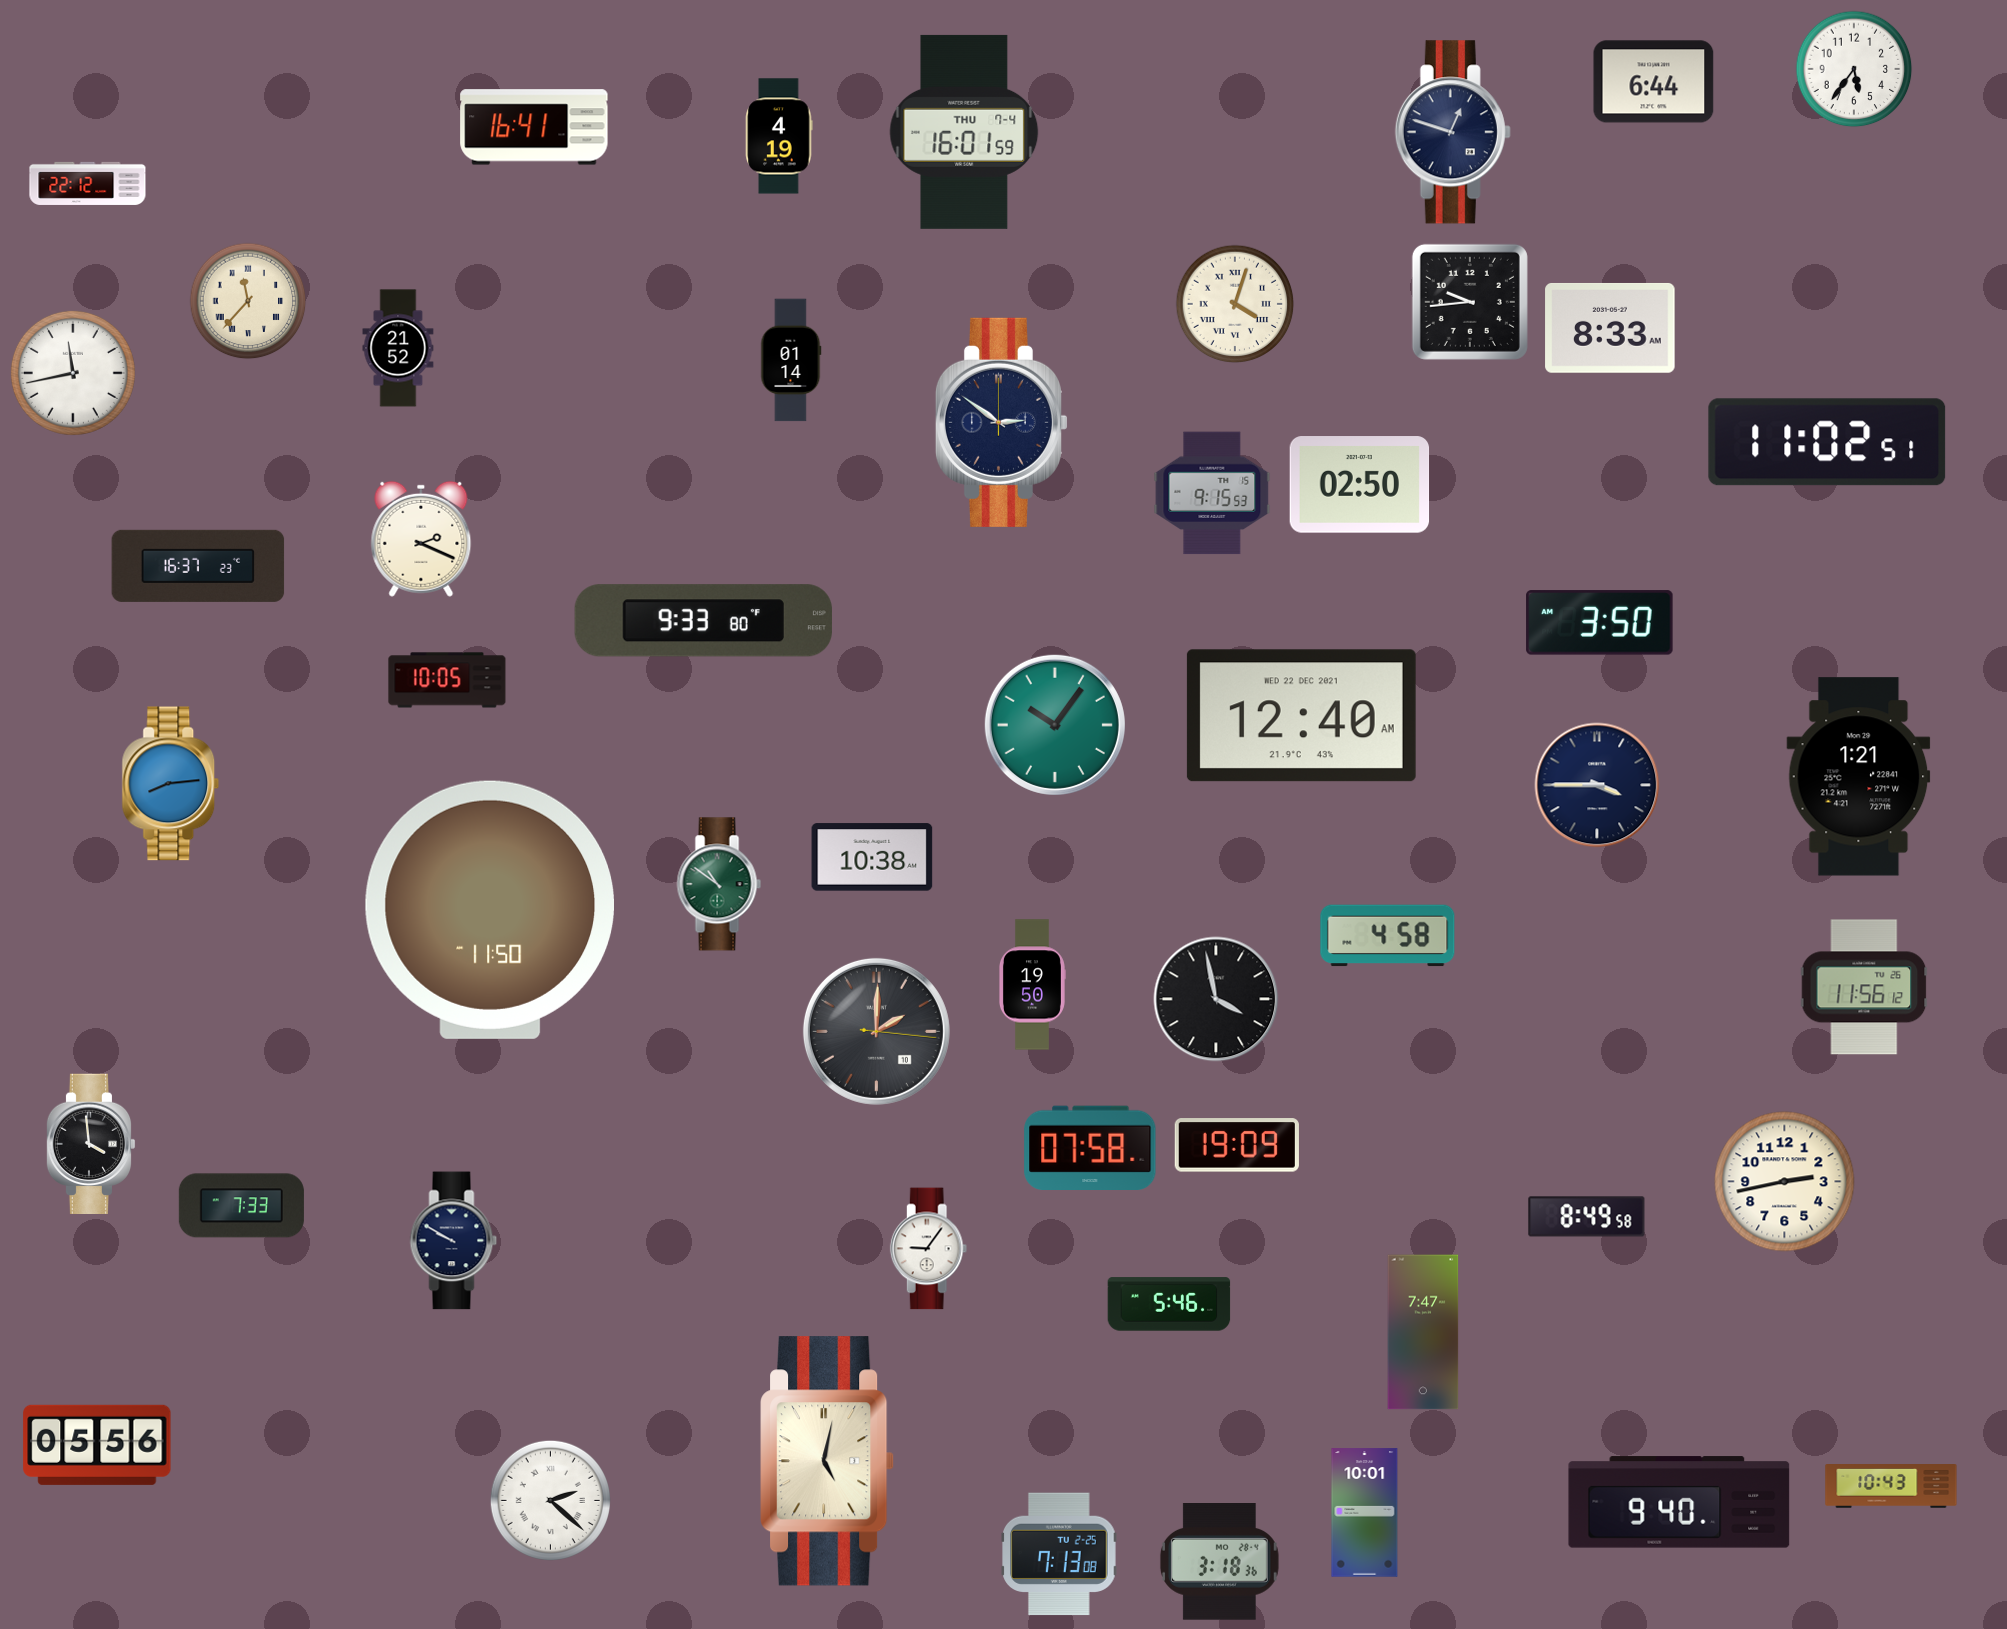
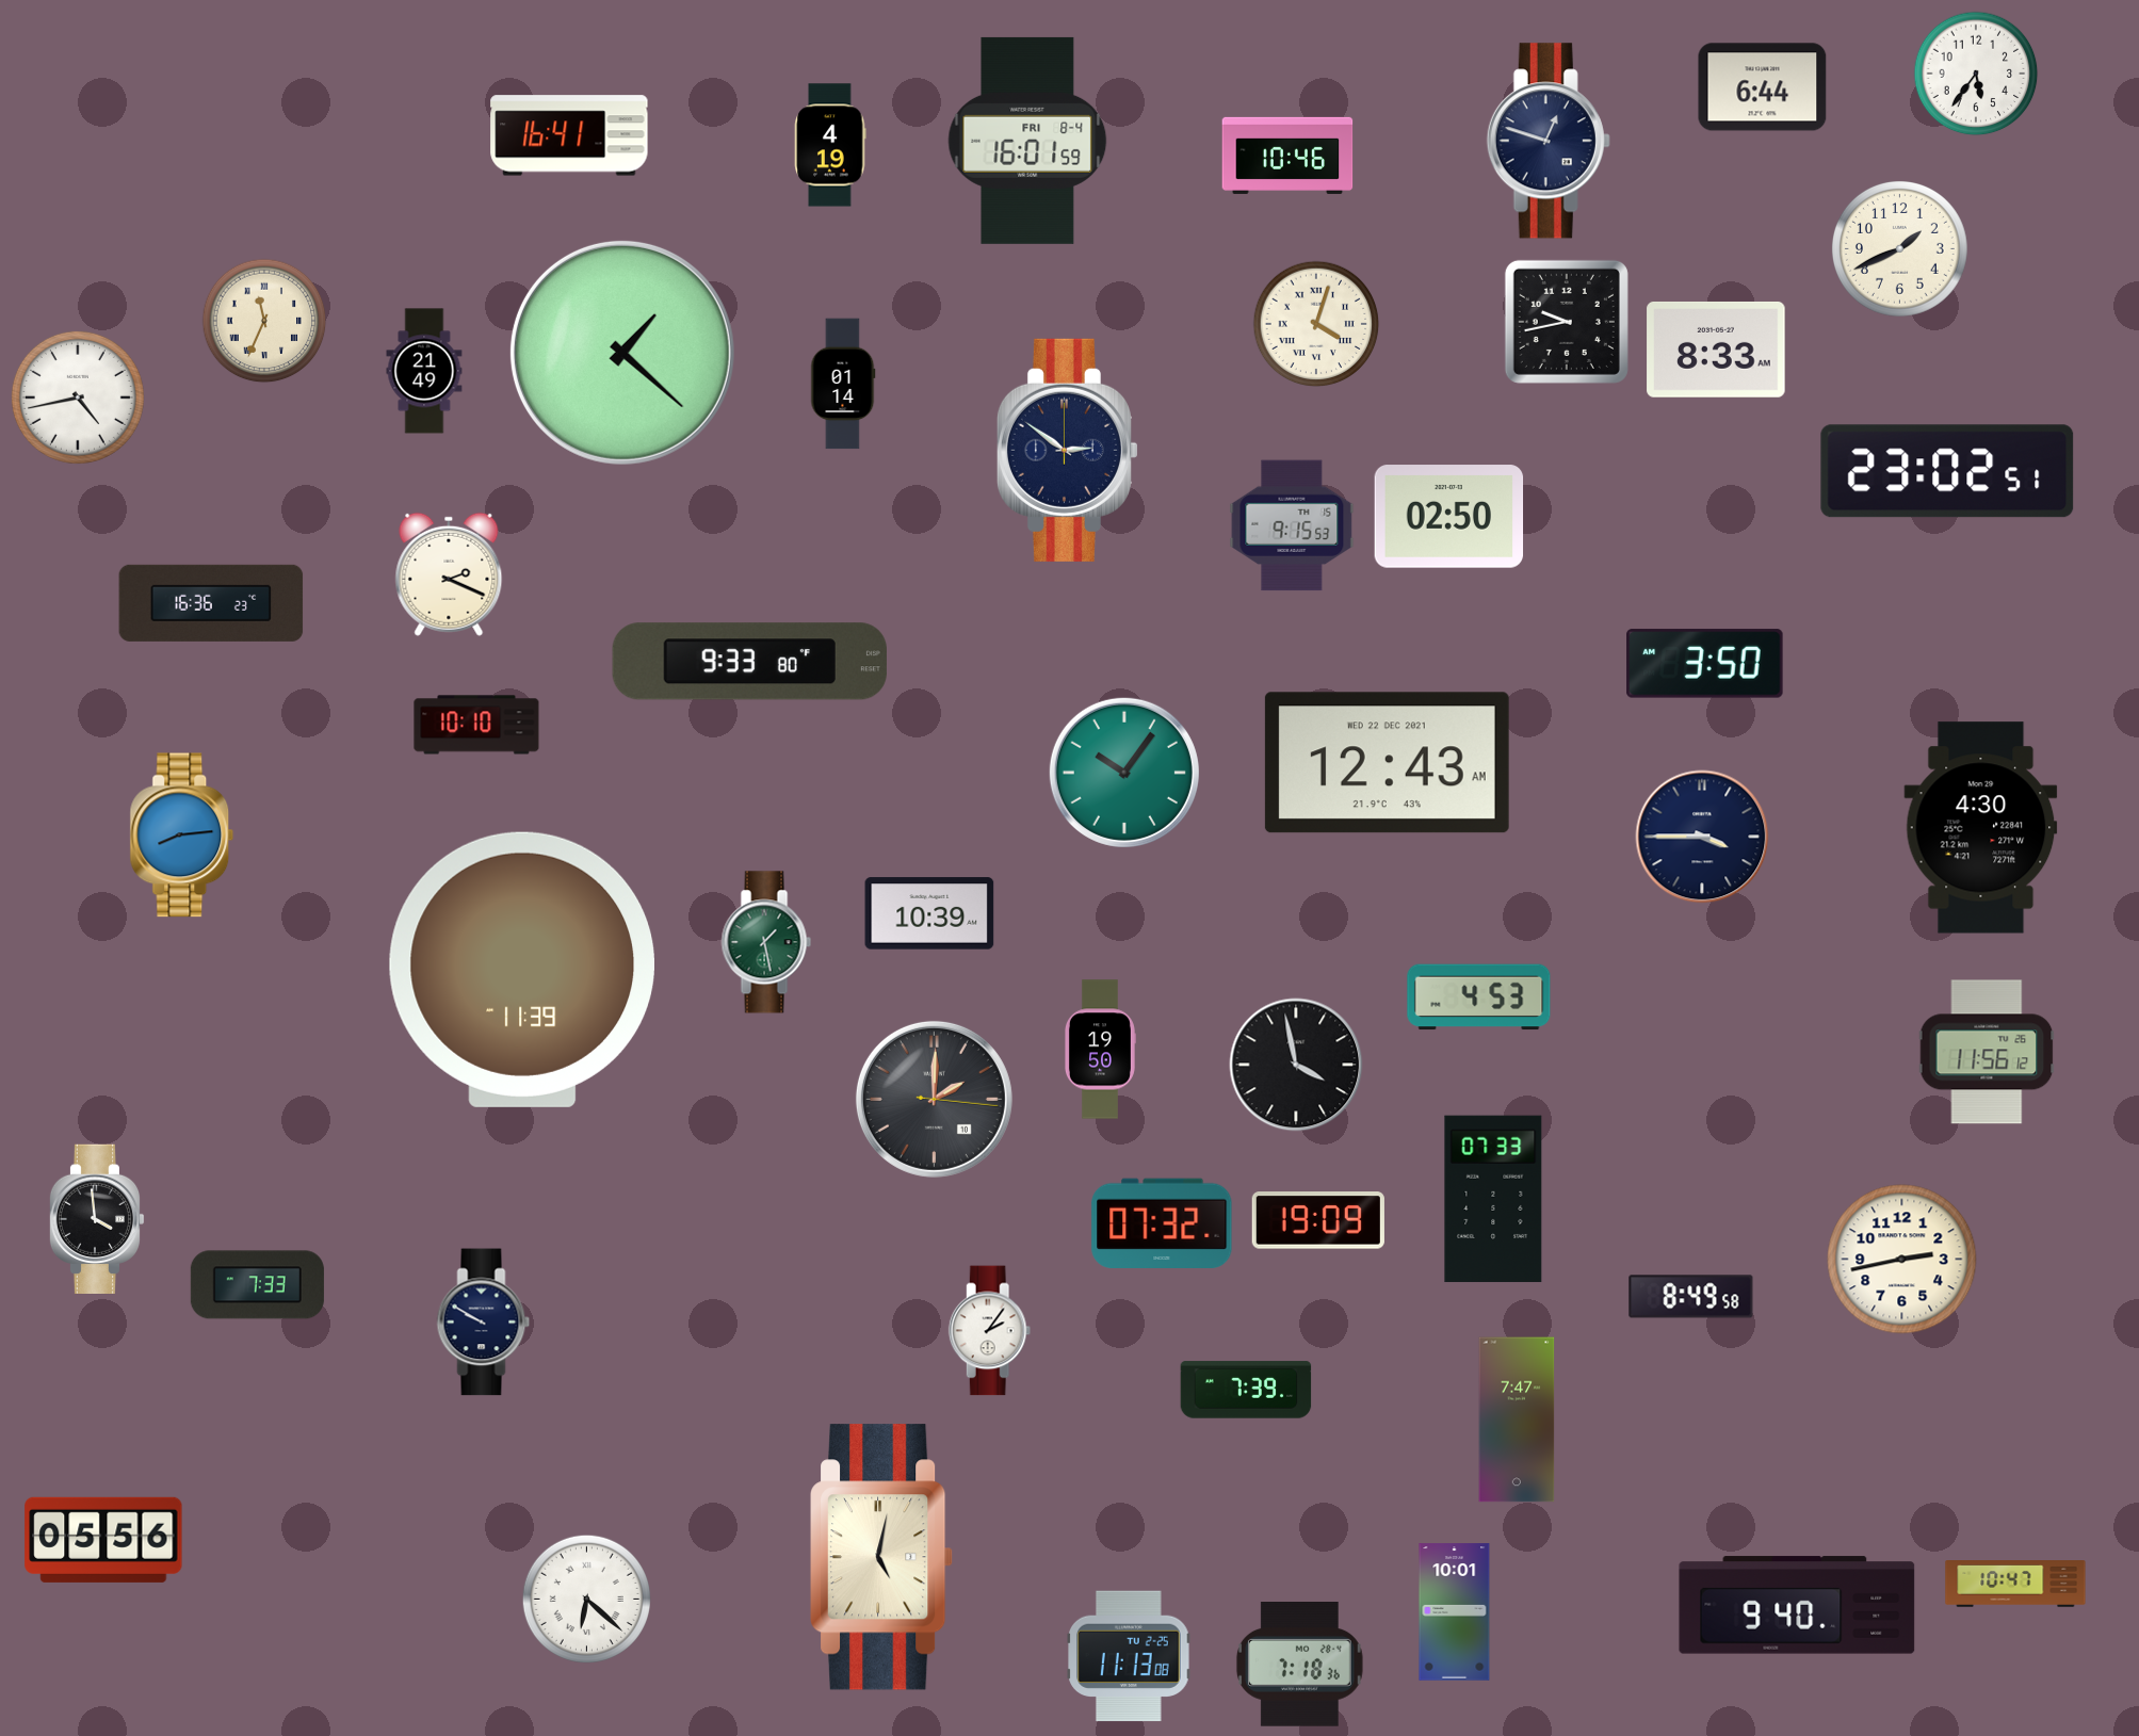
clock at (964, 132) date: THU 7-4 -> FRI 8-4
clock at (1287, 156): none -> 10:46
clock at (88, 183): 22:12 -> none
clock at (1899, 248): none -> 1:41
clock at (248, 301): 11:37 -> 11:34
clock at (1470, 302): 9:44 -> 9:43
clock at (622, 353): none -> 1:22
clock at (398, 348): 21:52 -> 21:49
clock at (73, 373): 11:43 -> 4:43
clock at (1827, 442): 11:02 -> 23:02
clock at (198, 566): 16:37 -> 16:36
clock at (447, 680): 10:05 -> 10:10
clock at (1301, 716): 12:40 -> 12:43
clock at (1859, 777): 1:21 -> 4:30
clock at (872, 857): 10:38 -> 10:39
clock at (719, 884): 10:51 -> 1:28
clock at (489, 910): 11:50 -> 11:39
clock at (1388, 936): 4:58 -> 4:53
clock at (1493, 1199): none -> 07:33
clock at (1090, 1147): 07:58 -> 07:32
clock at (929, 1249): 9:06 -> 2:06
clock at (1169, 1304): 5:46 -> 7:39
clock at (1891, 1487): 10:43 -> 10:47
clock at (550, 1500): 2:22 -> 6:22
clock at (1679, 1502) position: (1679, 1502) -> (1797, 1605)
clock at (1059, 1554): 7:13 -> 11:13
clock at (1219, 1562): 3:18 -> 7:18
